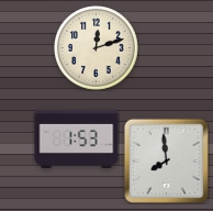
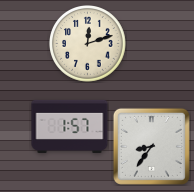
clock at (77, 138): 1:53 -> 1:57
clock at (166, 160): 7:59 -> 8:36
